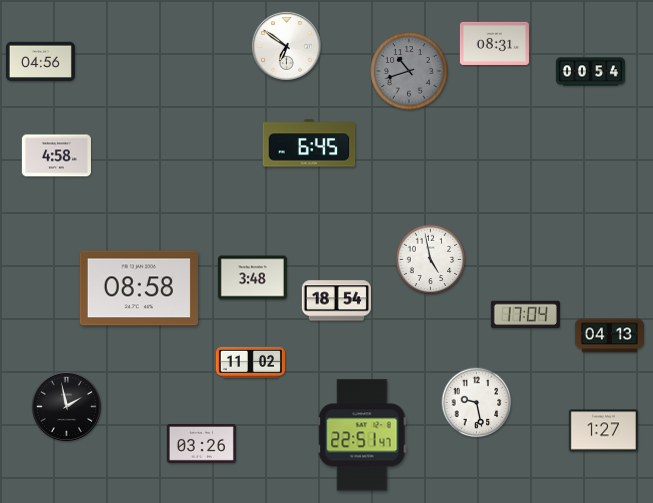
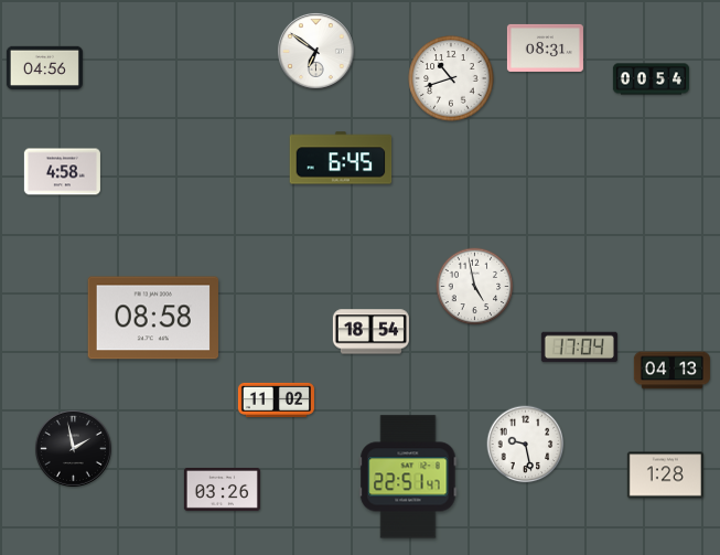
clock at (409, 71) dial: grey -> white
clock at (252, 278): 3:48 -> none
clock at (603, 431): 1:27 -> 1:28
clock at (362, 435) position: (362, 435) -> (408, 477)
